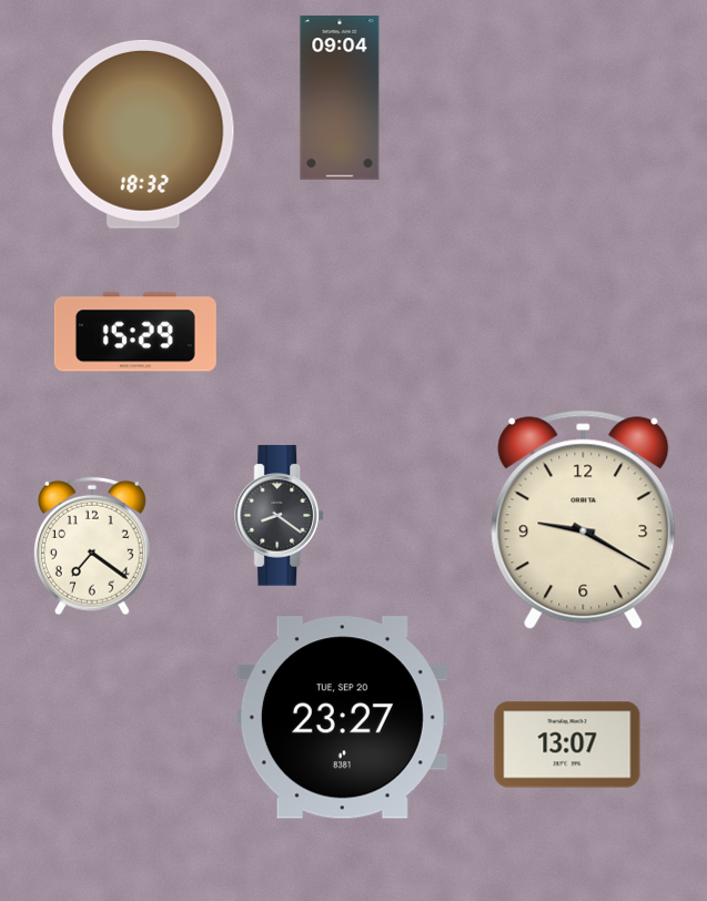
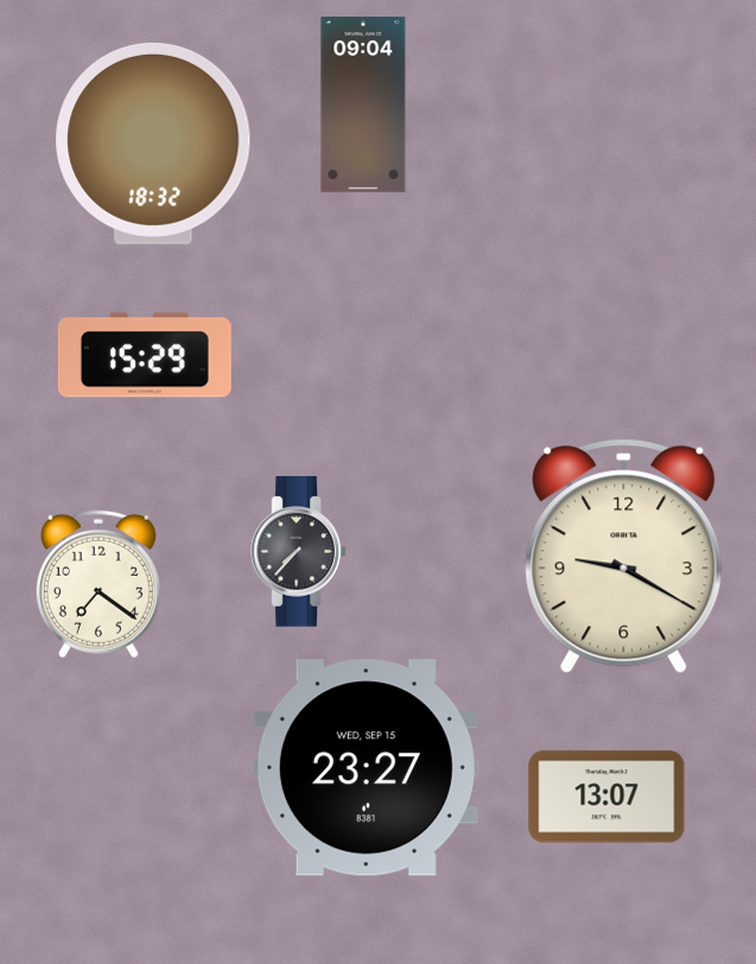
clock at (279, 516): 8:21 -> 7:37
clock at (342, 718) date: TUE, SEP 20 -> WED, SEP 15
